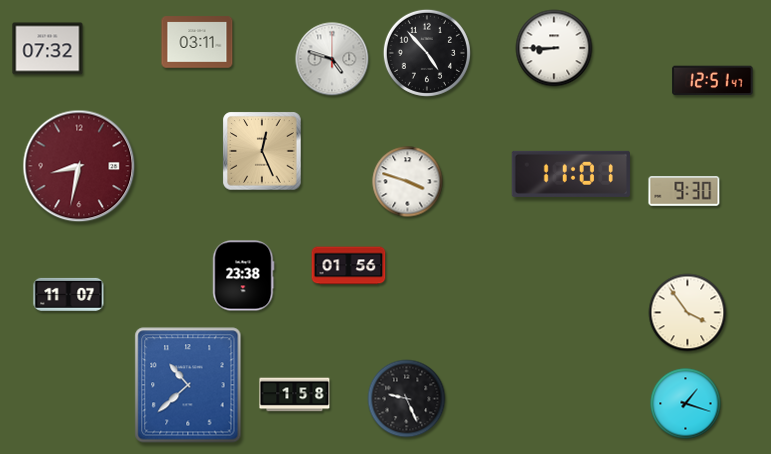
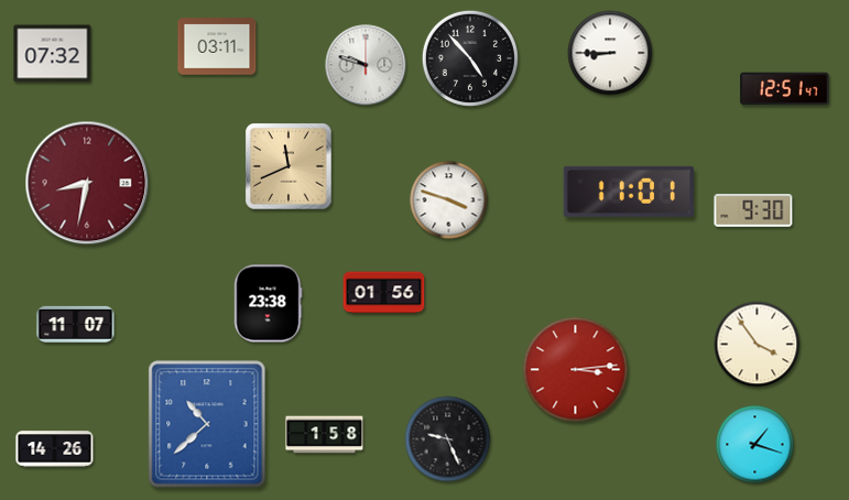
clock at (332, 59): 4:48 -> 9:48
clock at (262, 151): 12:26 -> 11:41
clock at (576, 370): none -> 3:14
clock at (55, 449): none -> 14:26
